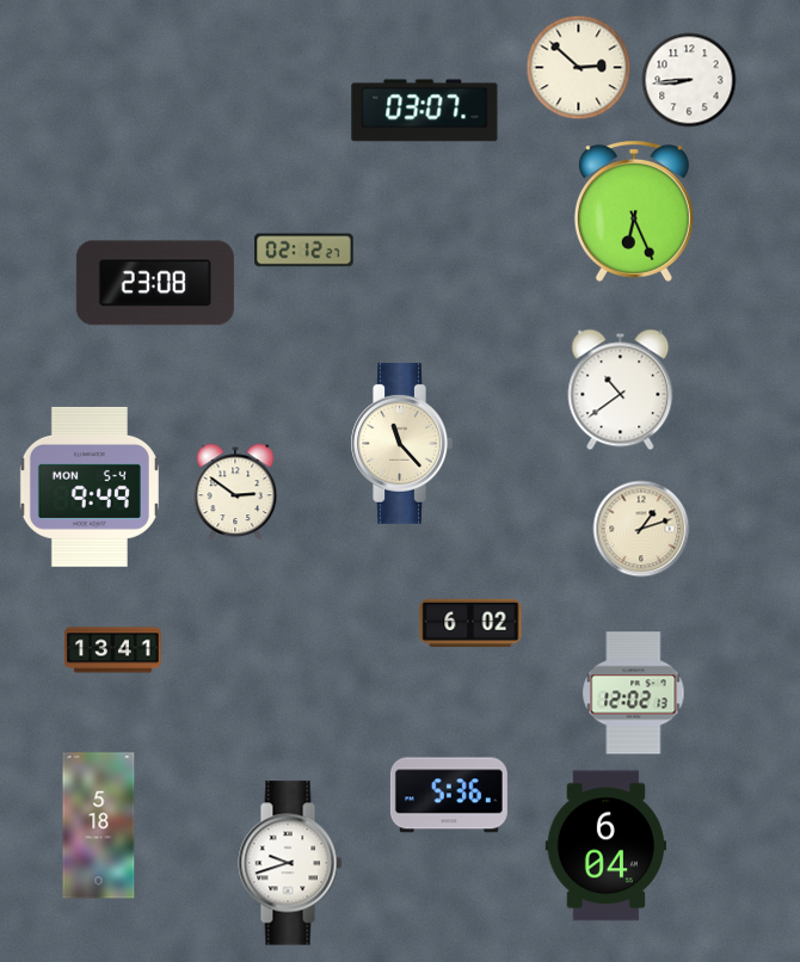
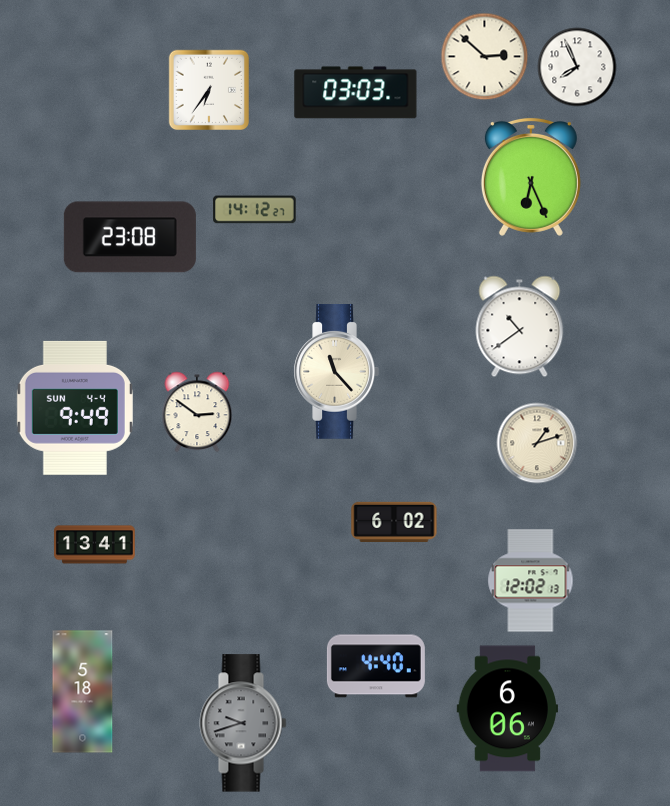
clock at (689, 80): 8:44 -> 7:56
clock at (208, 89): none -> 6:36
clock at (425, 111): 03:07 -> 03:03
clock at (304, 251): 02:12 -> 14:12
clock at (90, 487) date: MON 5-4 -> SUN 4-4
clock at (449, 795): 5:36 -> 4:40
clock at (605, 846): 6:04 -> 6:06
clock at (290, 863) dial: white -> grey
